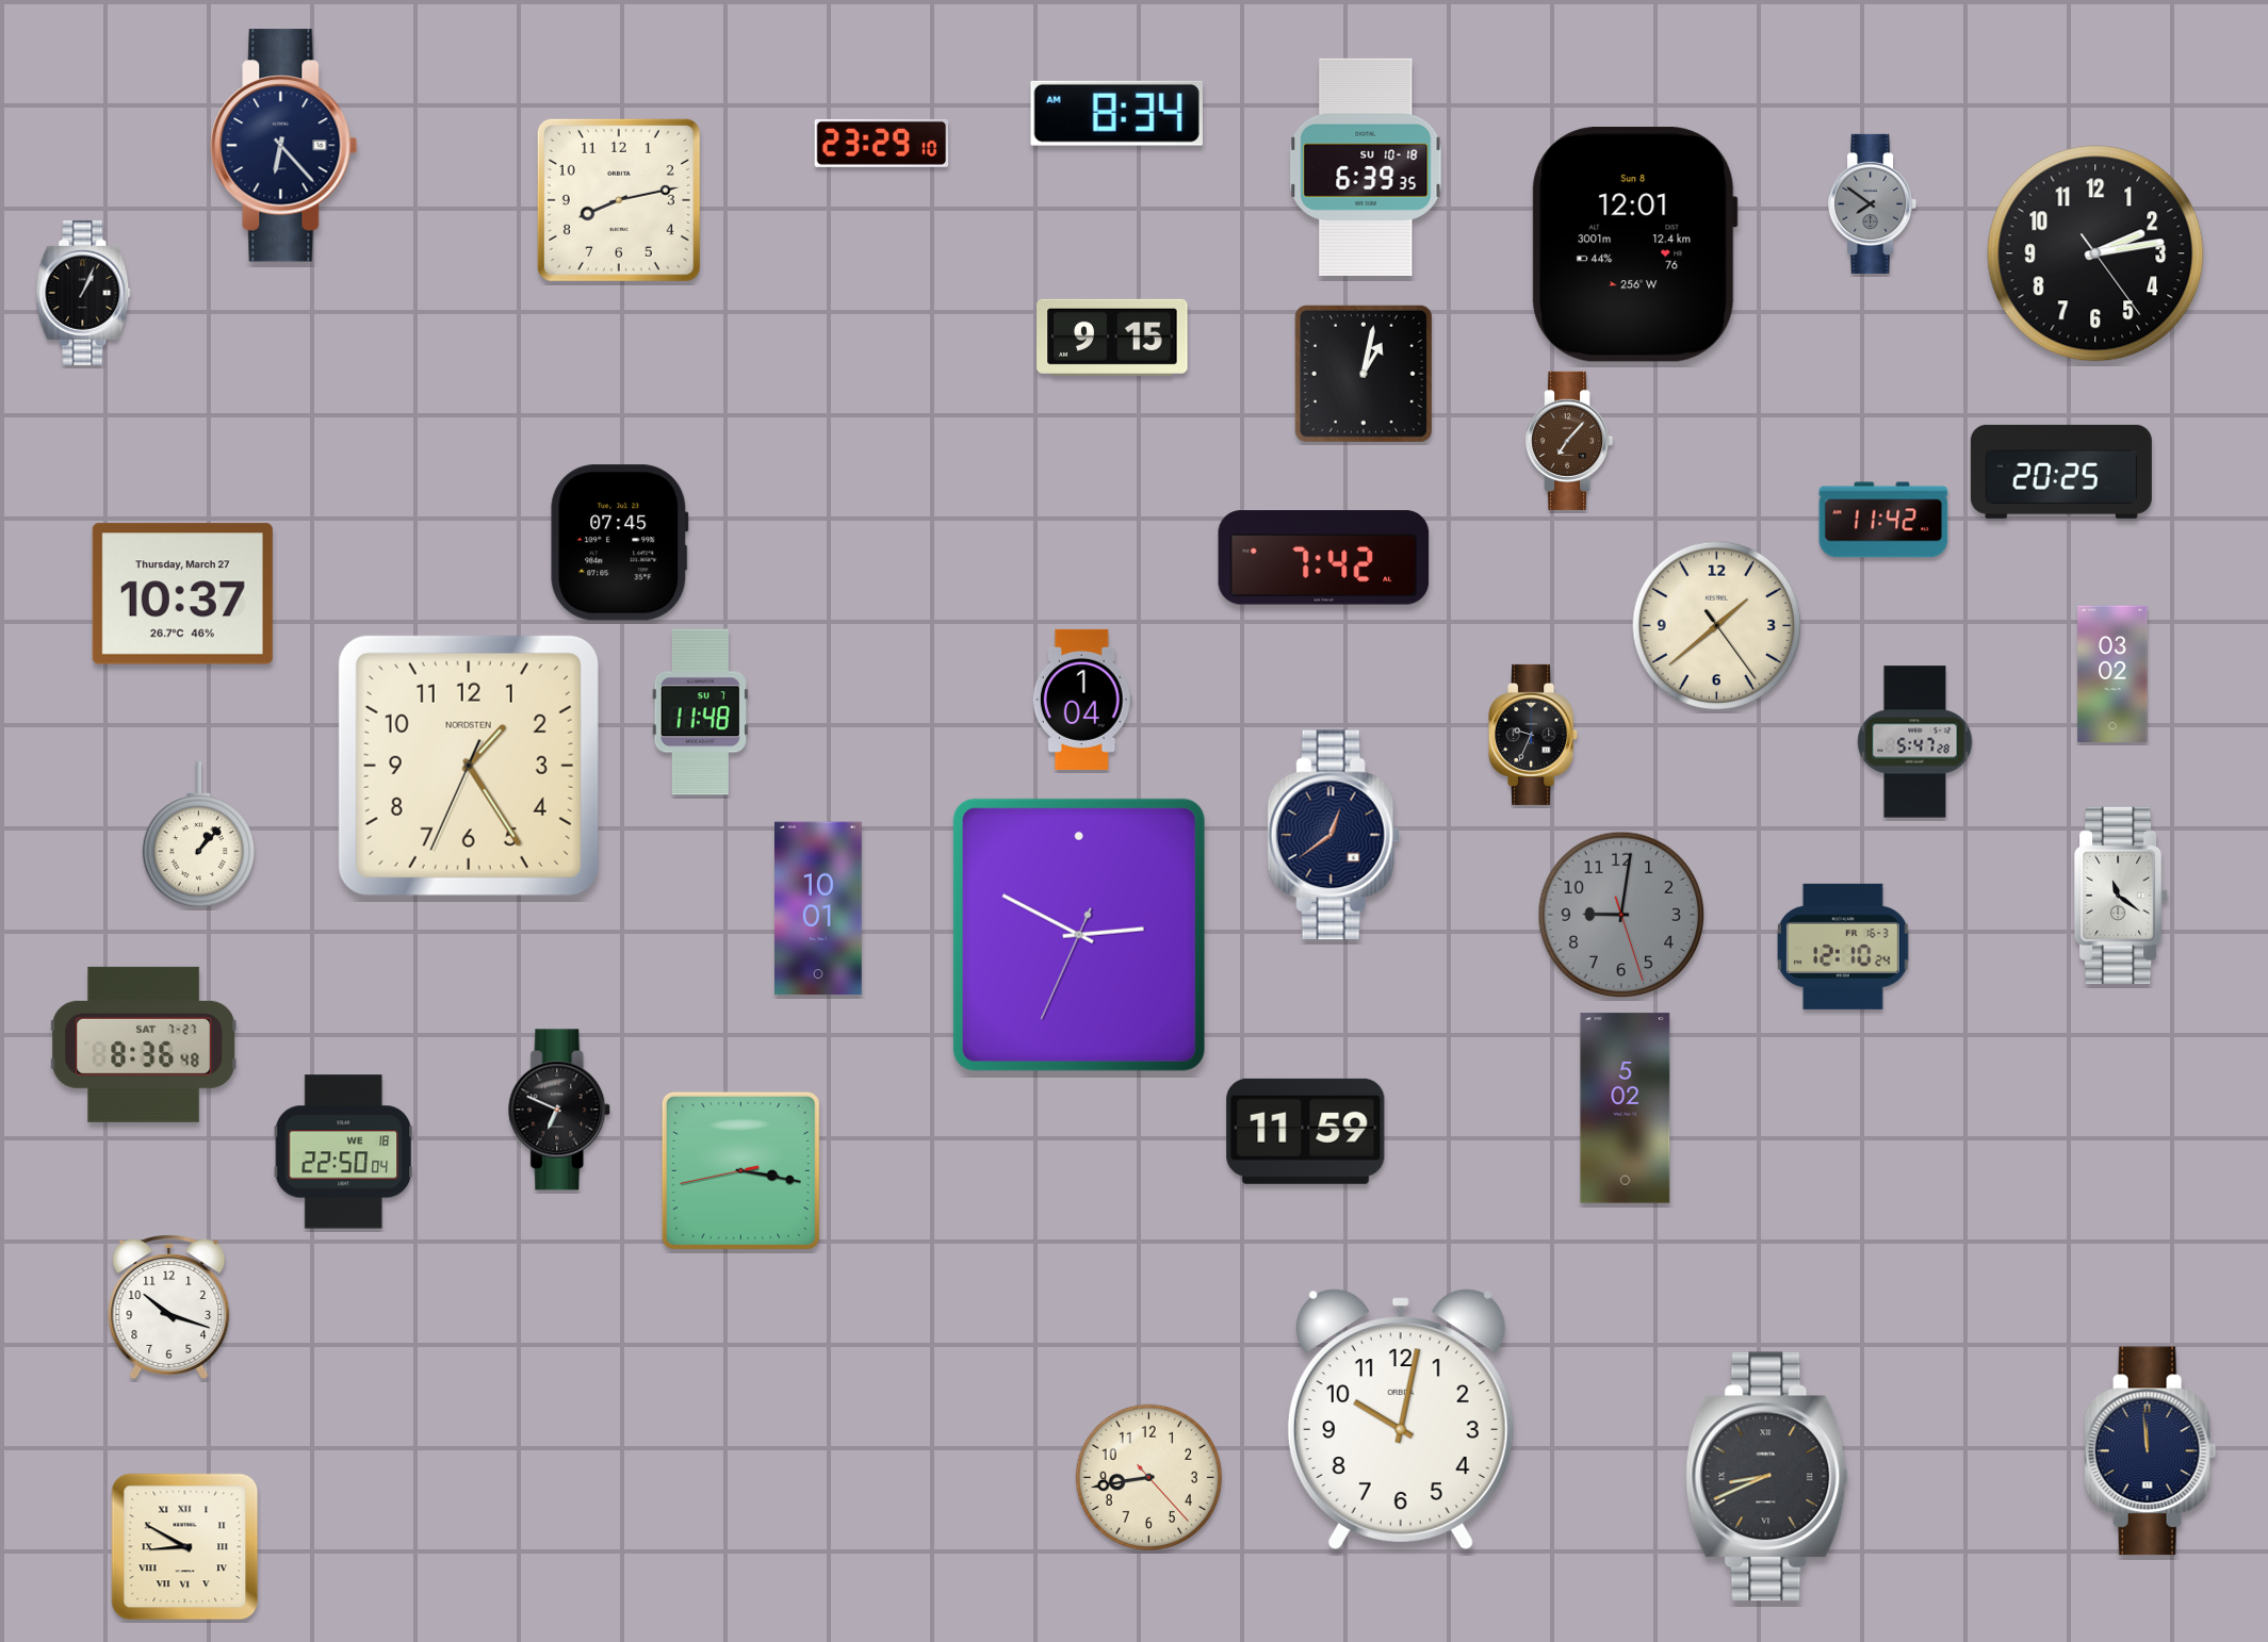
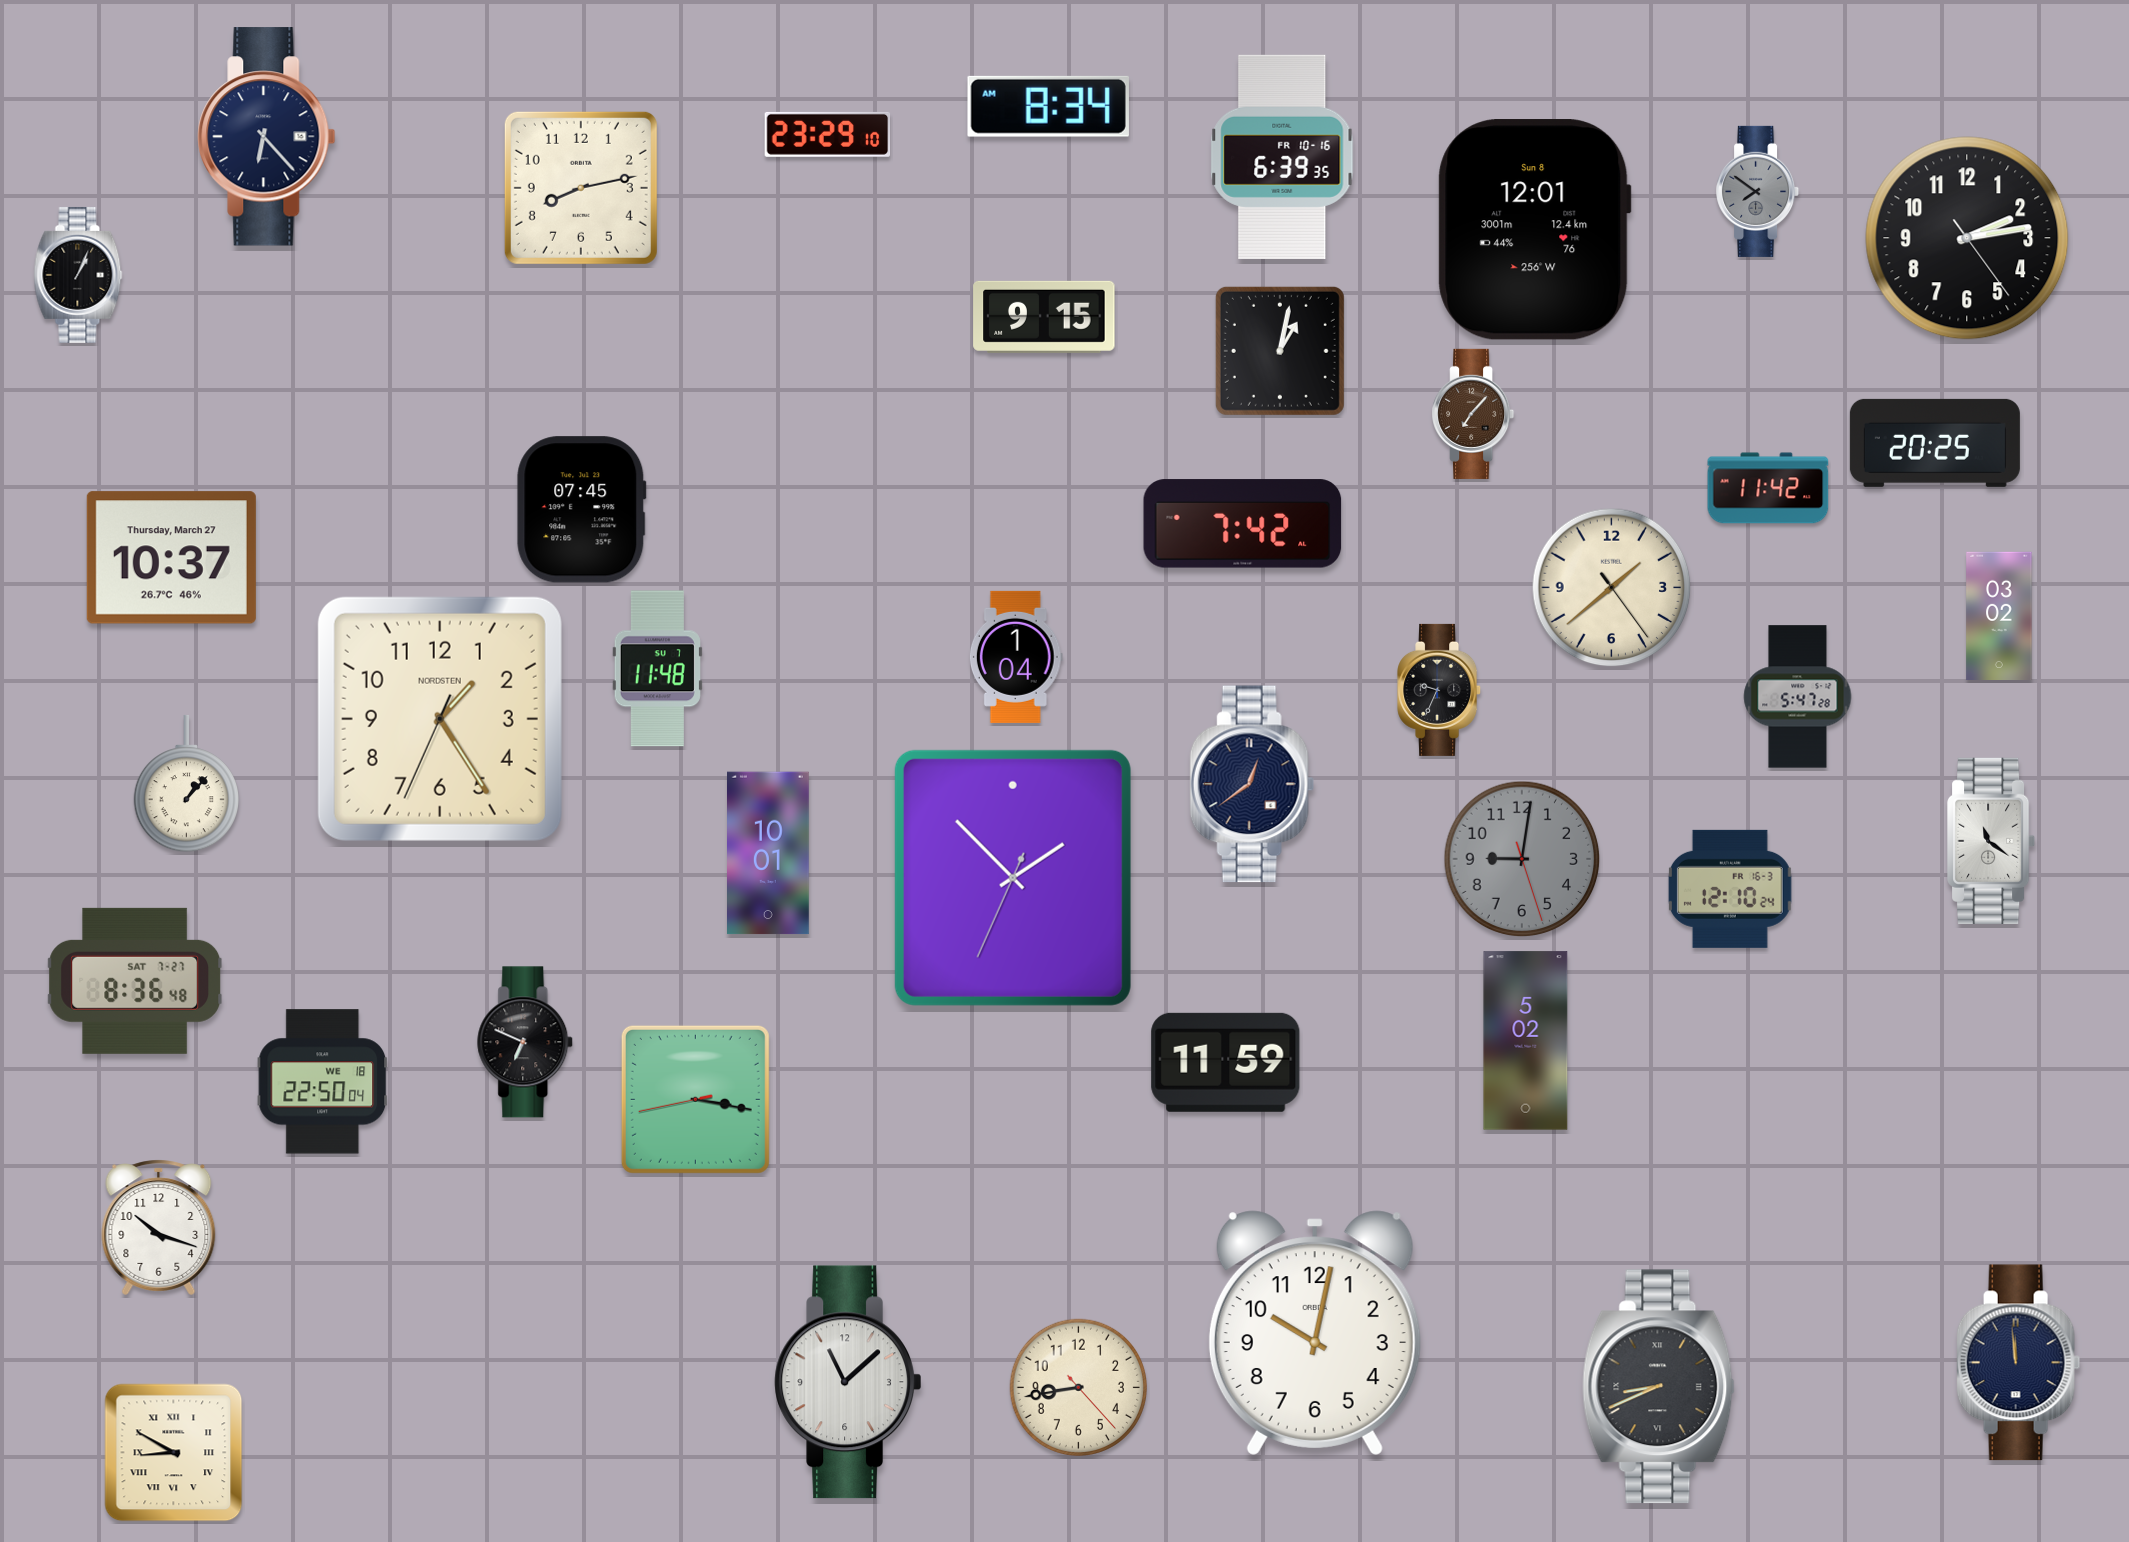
clock at (1366, 167) date: SU 10-18 -> FR 10-16
clock at (2112, 673) position: (2112, 673) -> (1999, 615)
clock at (1079, 935): 2:49 -> 1:52
clock at (847, 1382): none -> 11:08
